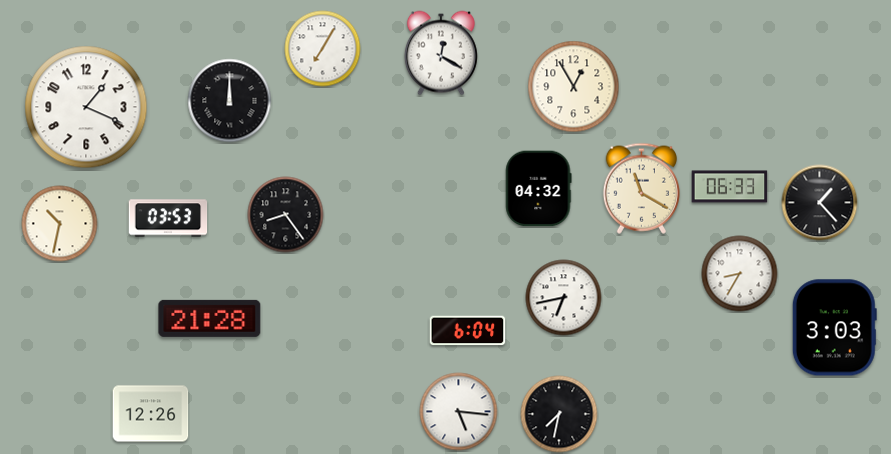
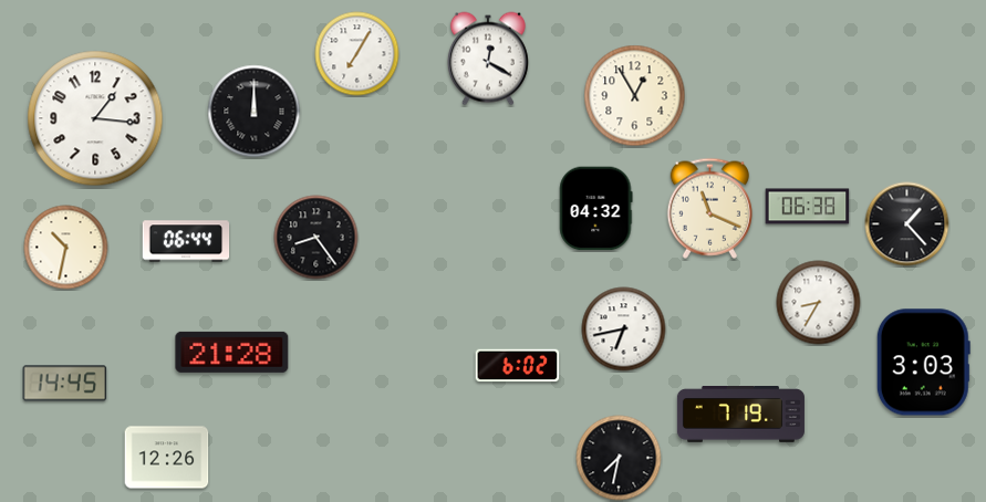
clock at (86, 107): 1:19 -> 1:16
clock at (730, 187): 06:33 -> 06:38
clock at (641, 188): 11:20 -> 11:19
clock at (168, 218): 03:53 -> 06:44
clock at (468, 331): 6:04 -> 6:02
clock at (65, 384): none -> 14:45
clock at (740, 415): none -> 7:19
clock at (459, 412): 5:16 -> none
